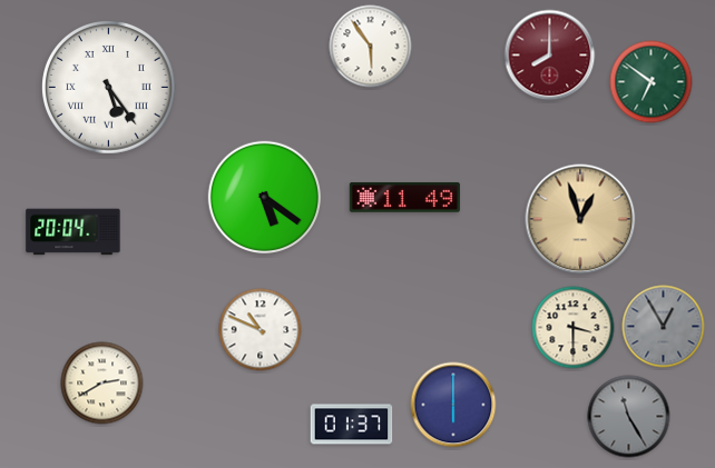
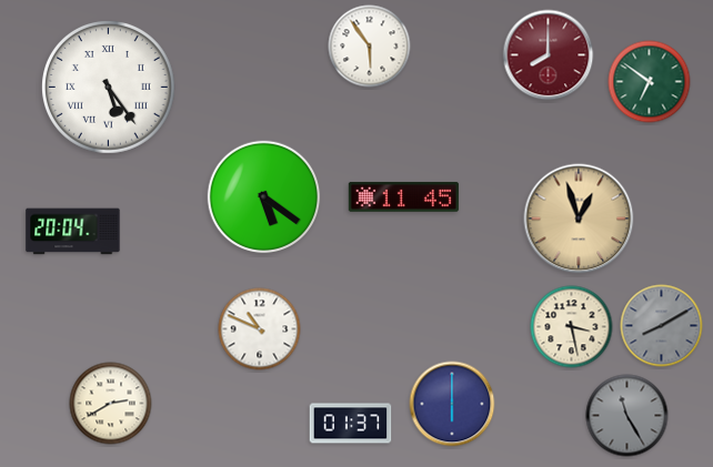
clock at (404, 198): 11:49 -> 11:45
clock at (664, 327): 12:55 -> 8:10
clock at (574, 328): 3:30 -> 3:28
clock at (102, 384) position: (102, 384) -> (111, 404)
